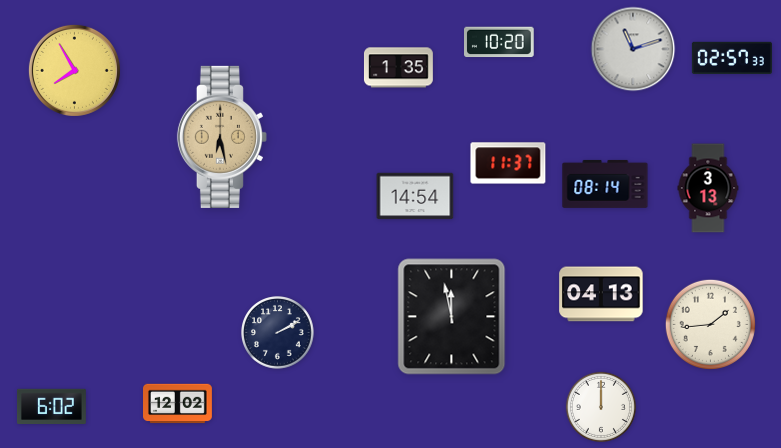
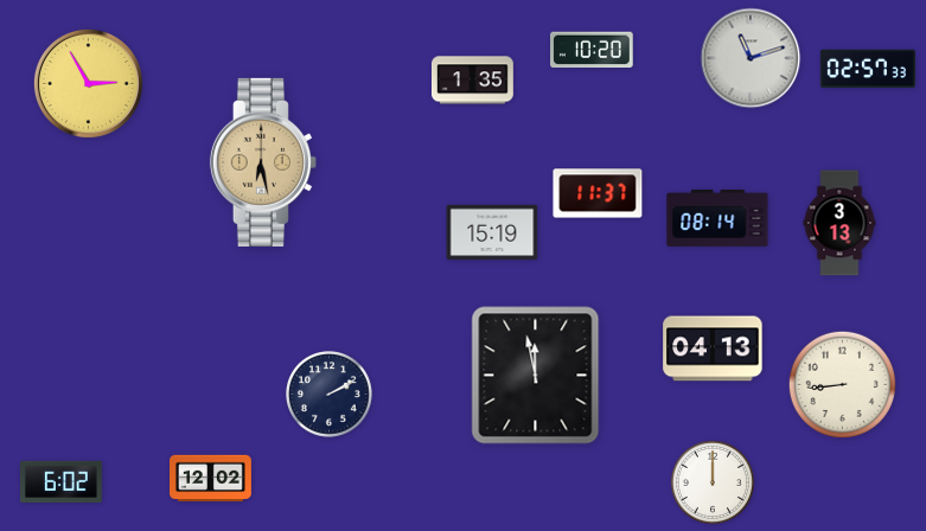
clock at (74, 70): 7:55 -> 2:55
clock at (508, 163) position: (508, 163) -> (598, 193)
clock at (415, 196): 14:54 -> 15:19
clock at (710, 324): 1:44 -> 8:44
